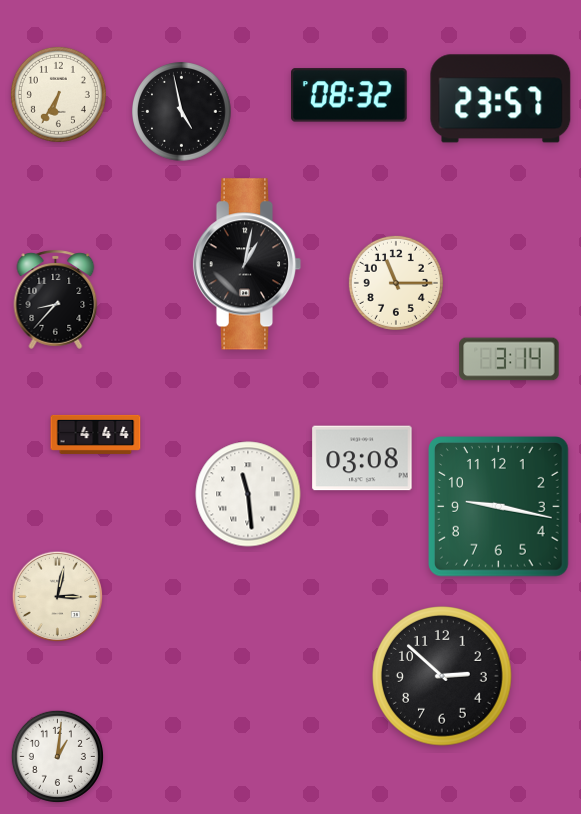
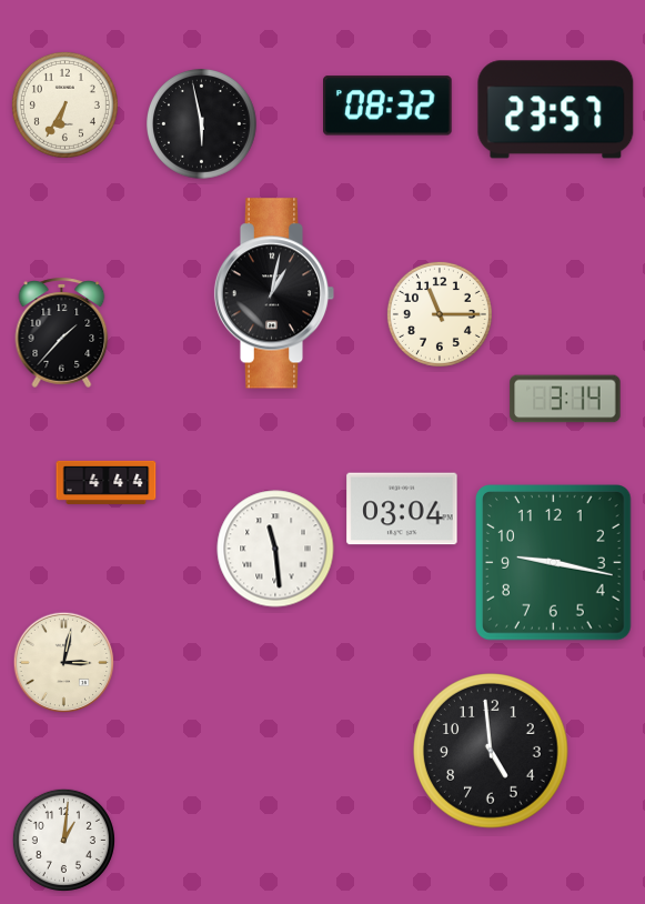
clock at (182, 112): 4:58 -> 5:58
clock at (56, 299): 8:37 -> 1:37
clock at (362, 458): 03:08 -> 03:04
clock at (442, 676): 2:52 -> 4:59
